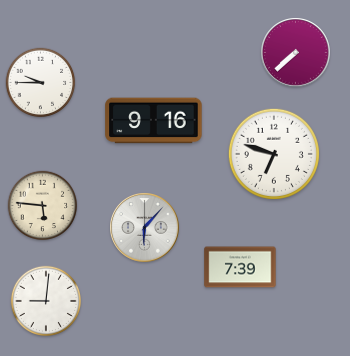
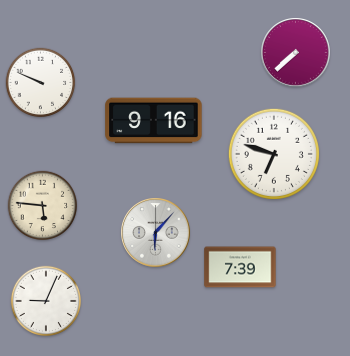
clock at (41, 83): 9:45 -> 9:49
clock at (145, 228) position: (145, 228) -> (156, 233)
clock at (45, 300): 9:01 -> 9:04
